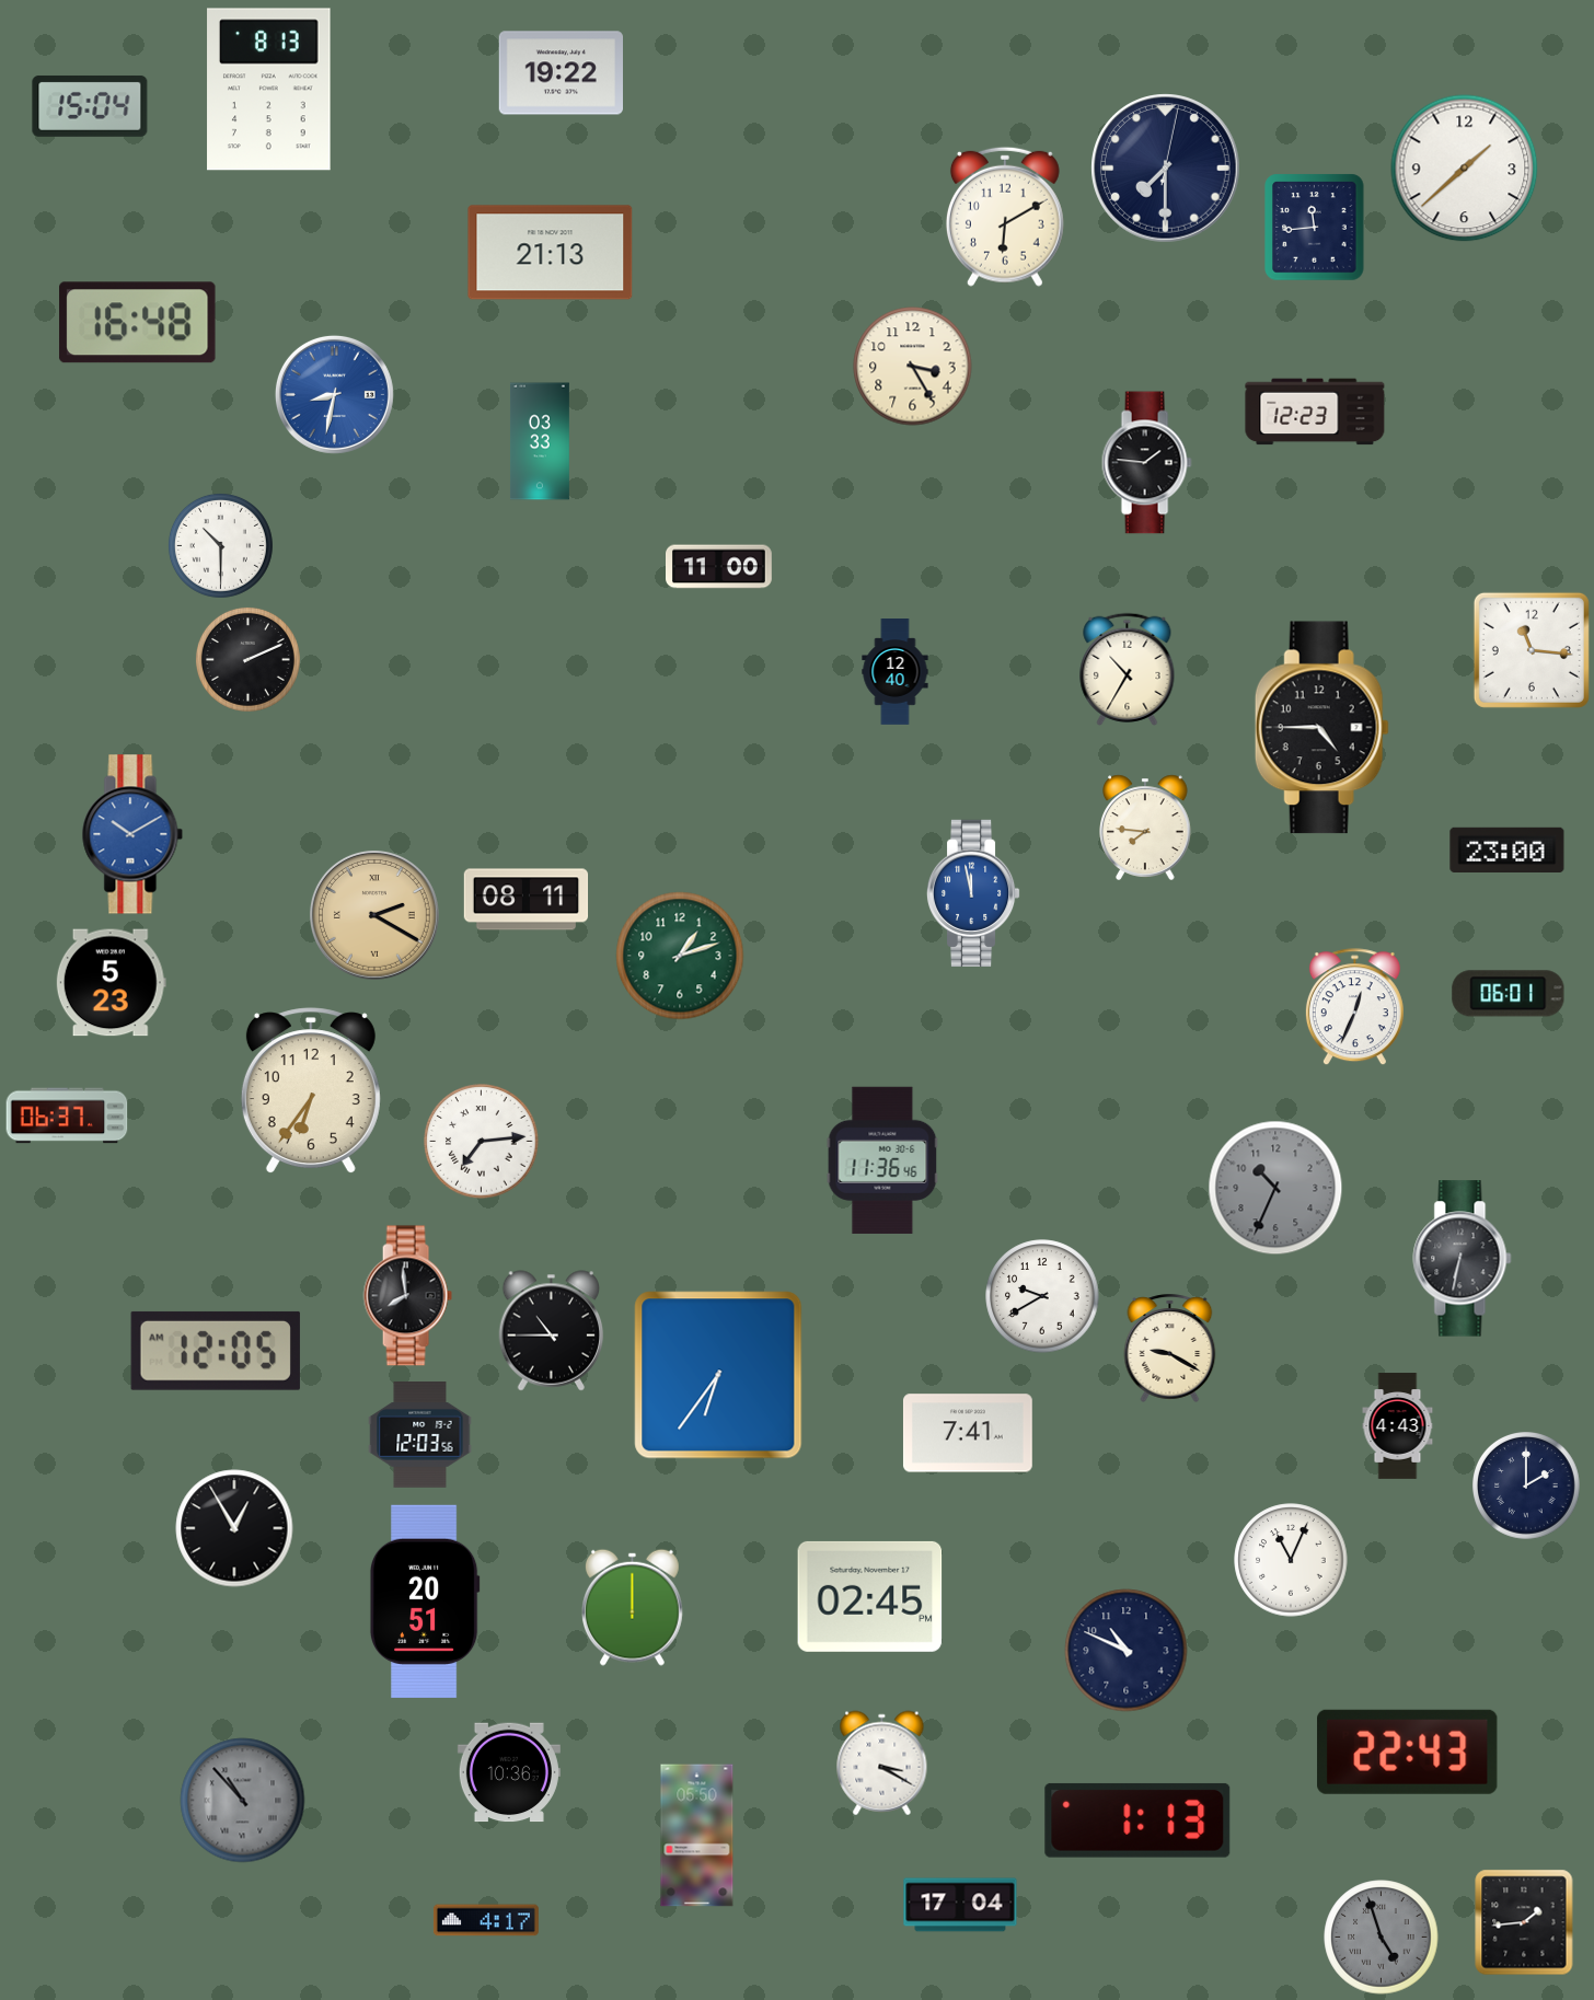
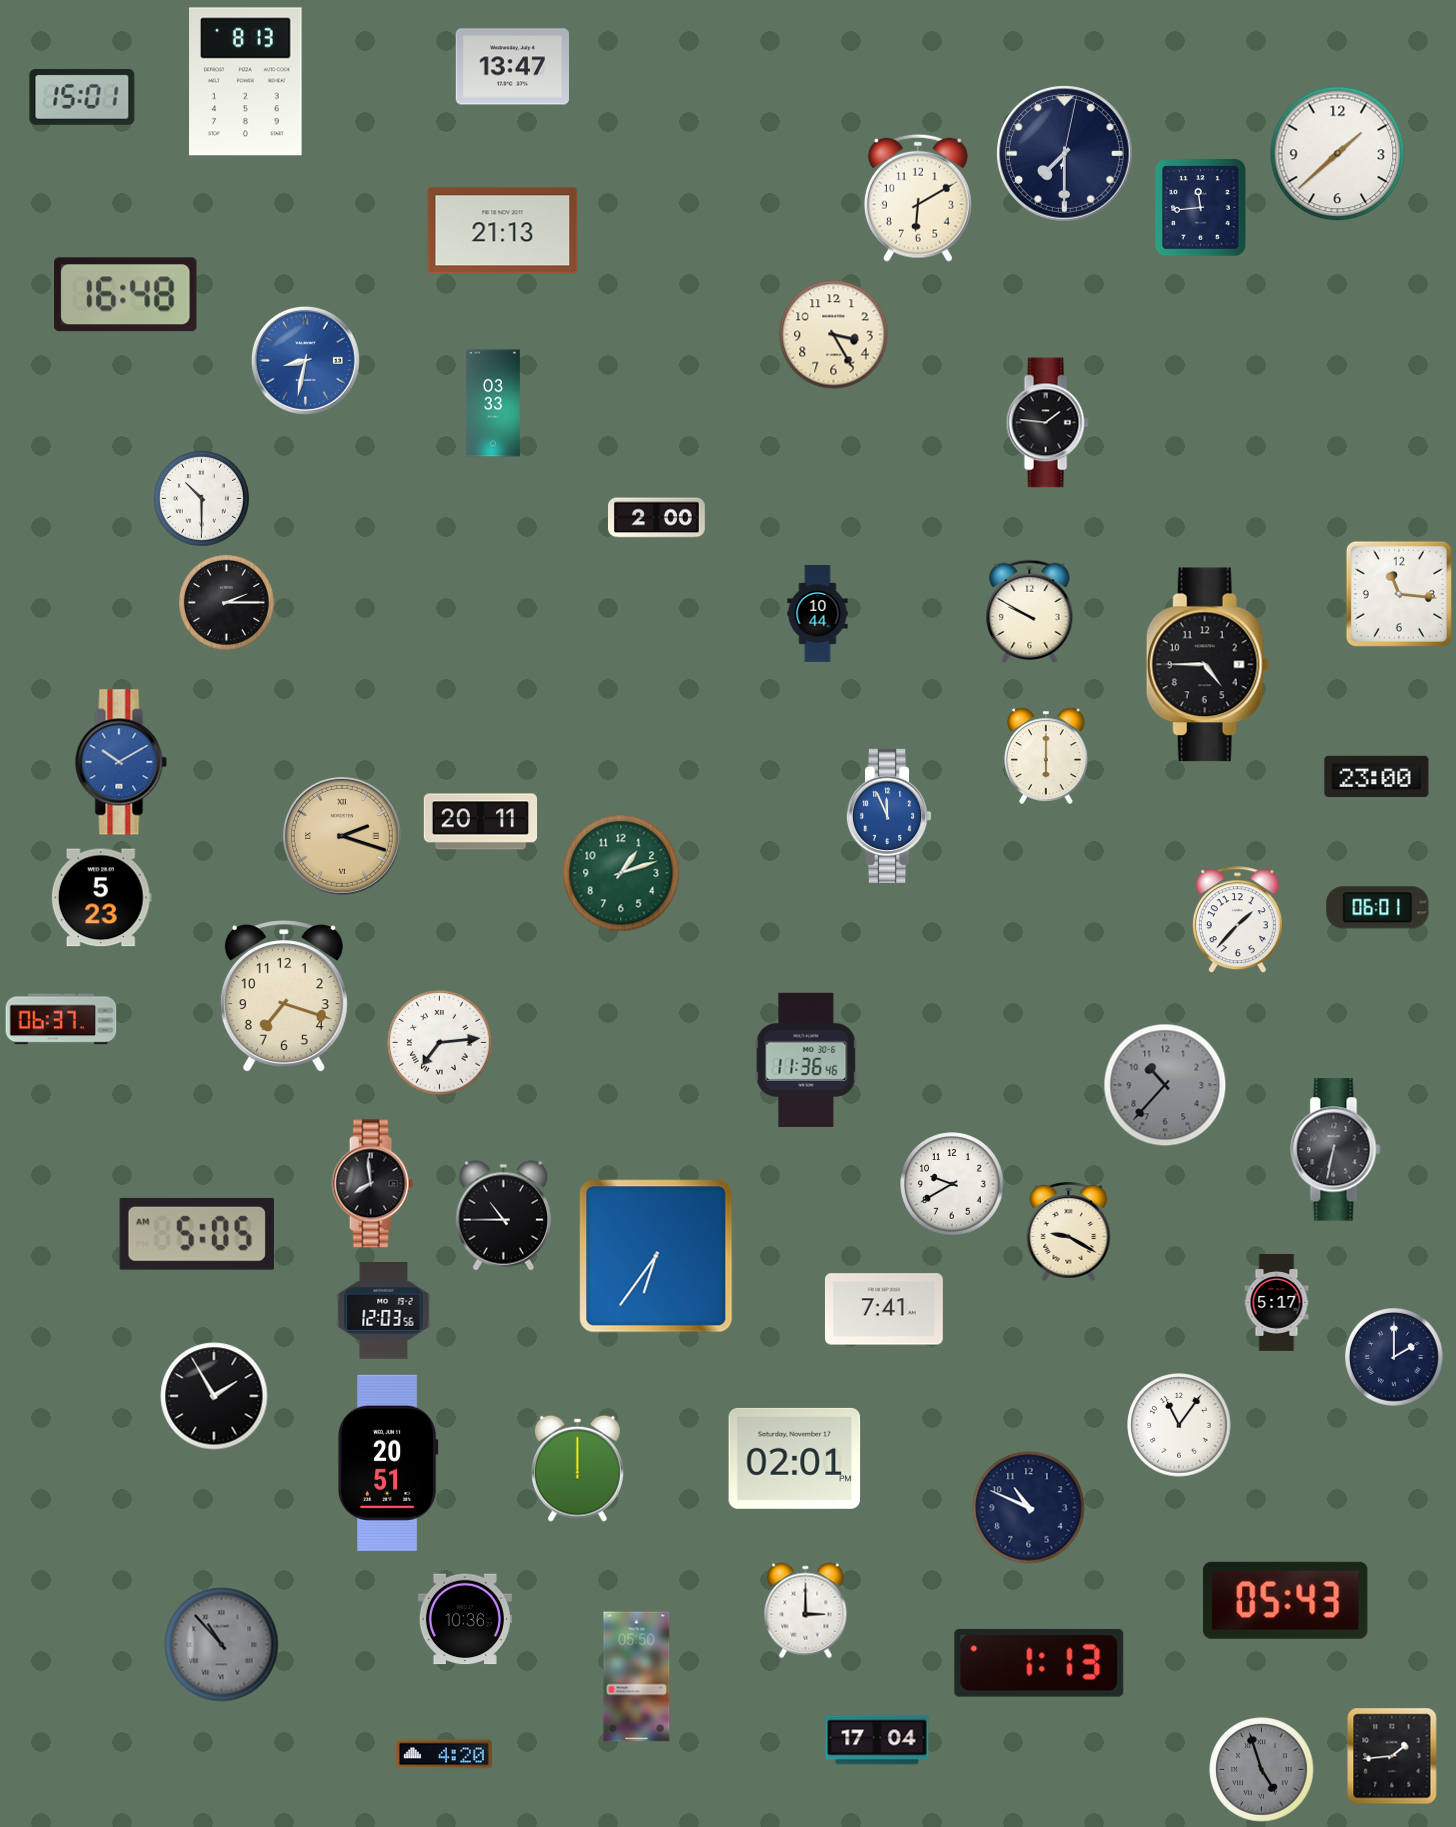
clock at (561, 73): 19:22 -> 13:47
clock at (90, 106): 15:04 -> 15:01
clock at (1315, 412): 12:23 -> none
clock at (719, 567): 11:00 -> 2:00
clock at (247, 659): 2:11 -> 2:15
clock at (1128, 669): 10:35 -> 9:50
clock at (896, 672): 12:40 -> 10:44
clock at (1145, 828): 7:46 -> 6:00
clock at (973, 892): 11:58 -> 11:56
clock at (527, 900): 08:11 -> 20:11
clock at (374, 915): 2:20 -> 2:18
clock at (1354, 1007): 12:34 -> 1:37
clock at (311, 1091): 6:36 -> 7:18
clock at (1275, 1188): 10:34 -> 10:37
clock at (216, 1351): 12:05 -> 5:05
clock at (1398, 1426): 4:43 -> 5:17
clock at (234, 1528): 12:55 -> 1:55
clock at (1291, 1560): 11:04 -> 11:06
clock at (870, 1596): 02:45 -> 02:01
clock at (1408, 1752): 22:43 -> 05:43
clock at (882, 1764): 3:20 -> 3:00
clock at (486, 1920): 4:17 -> 4:20
